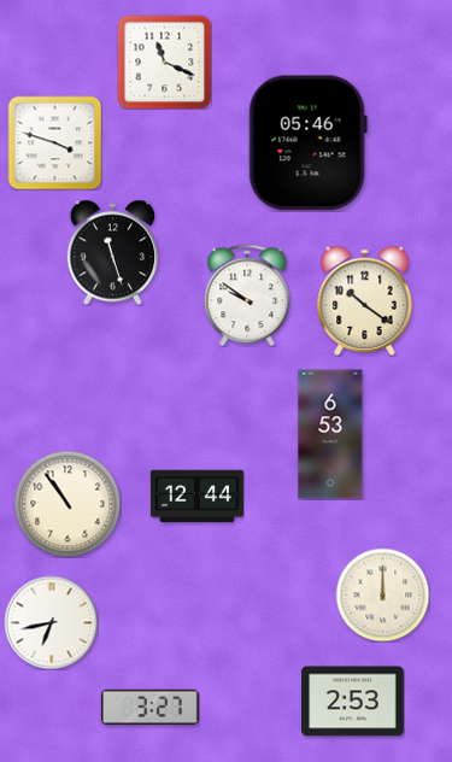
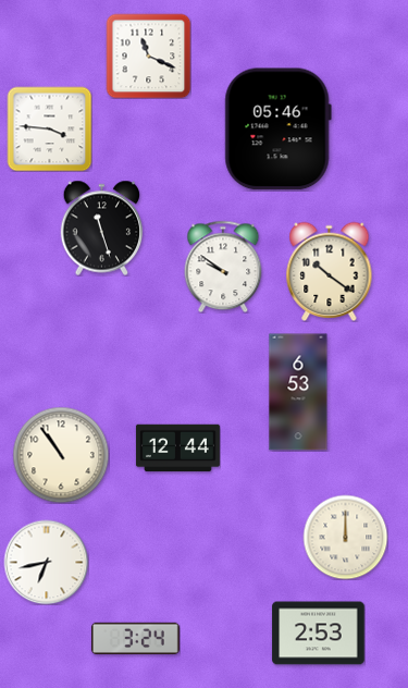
clock at (54, 142): 3:48 -> 3:46
clock at (151, 707): 3:27 -> 3:24
